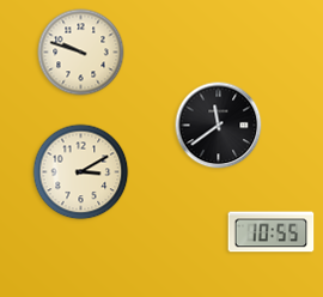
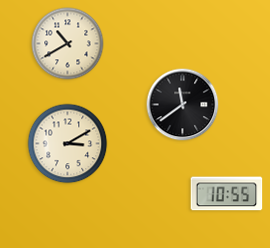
clock at (81, 53): 9:48 -> 10:40
